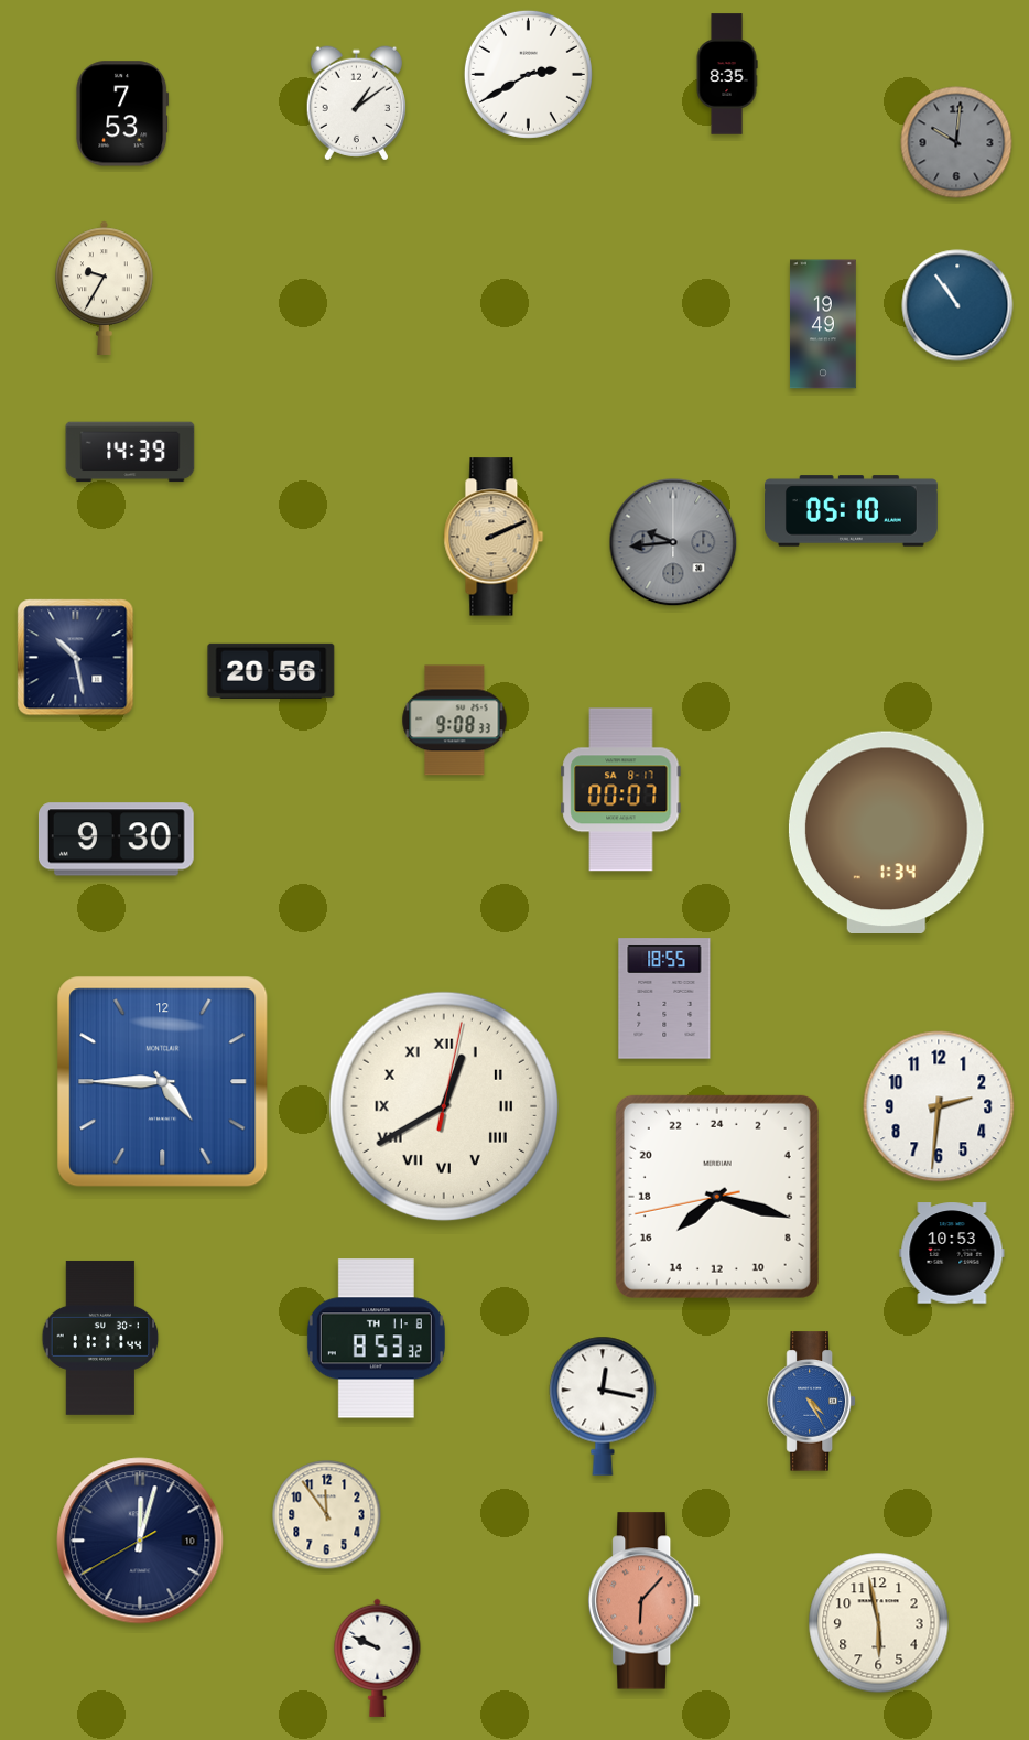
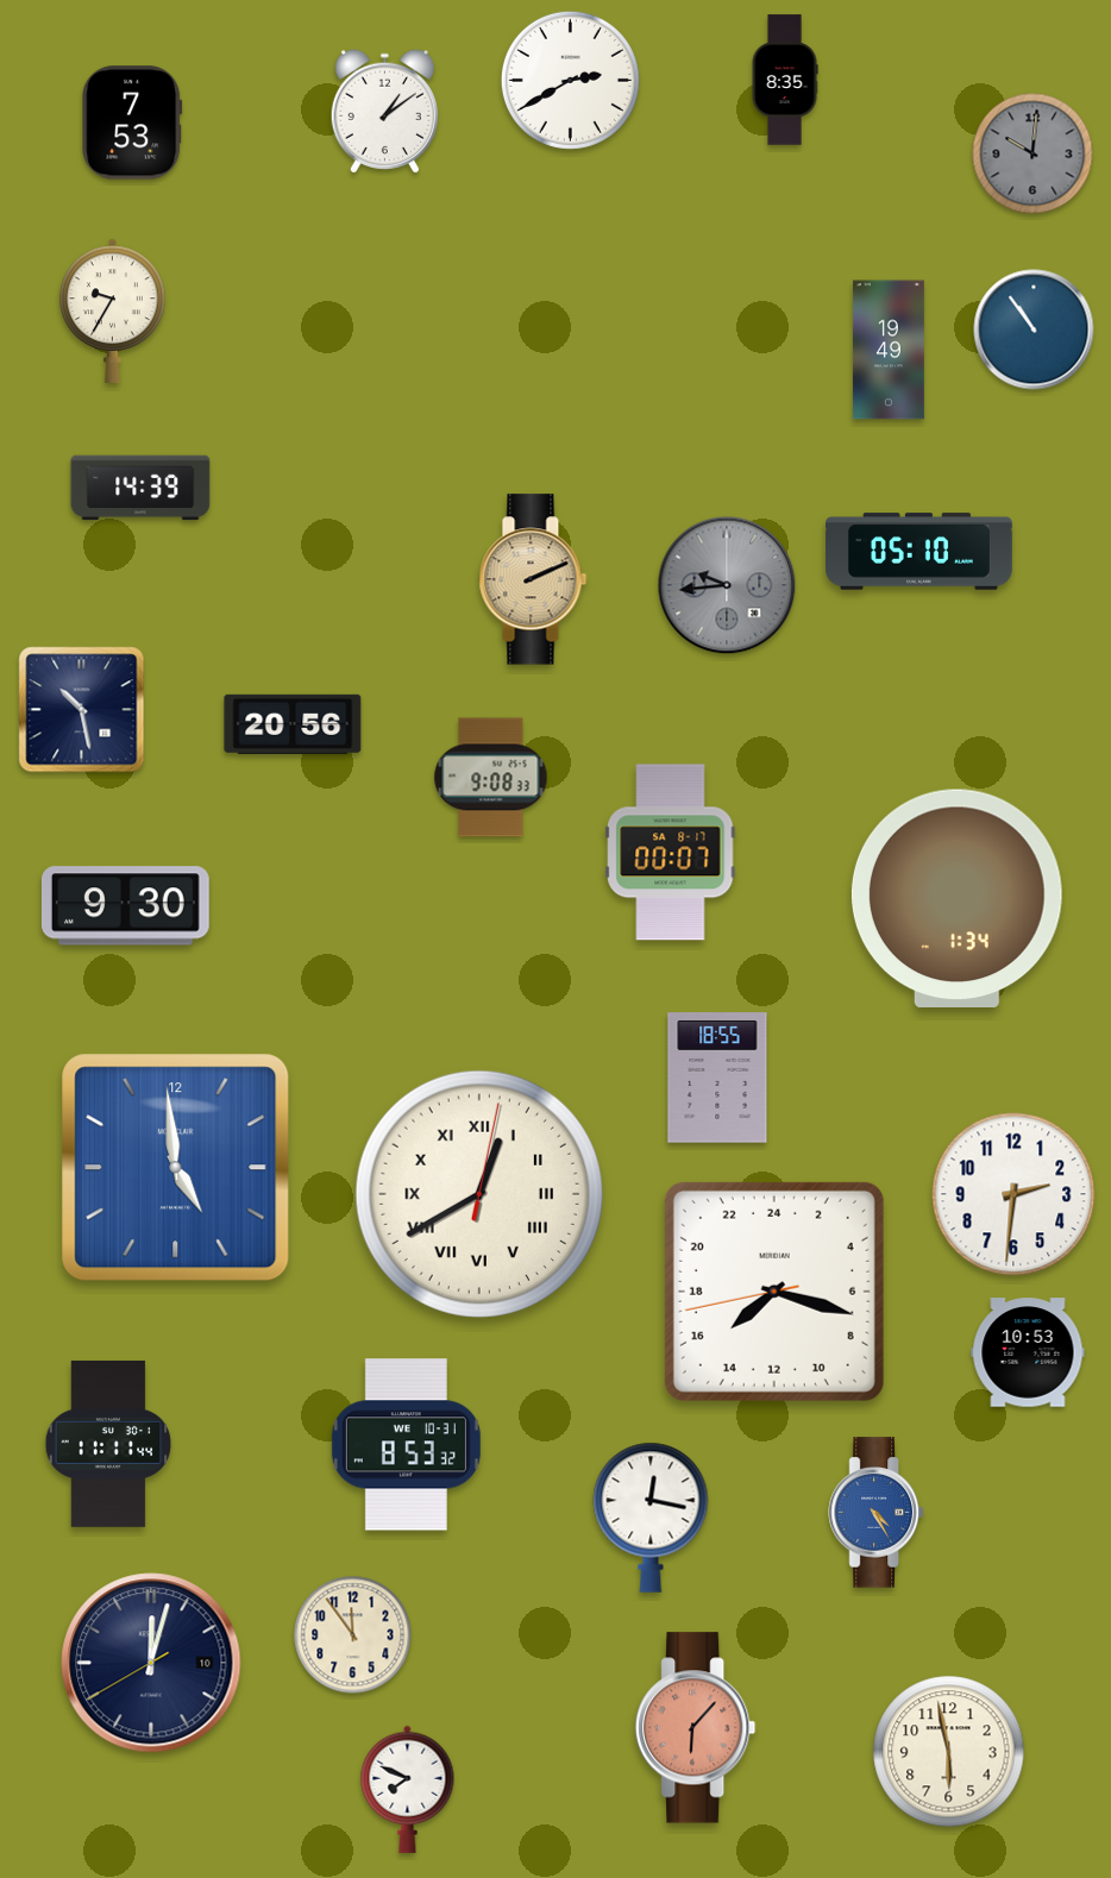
clock at (163, 1082): 4:45 -> 4:59
clock at (376, 1339) date: TH 11-8 -> WE 10-31
clock at (378, 1657): 9:49 -> 7:49
